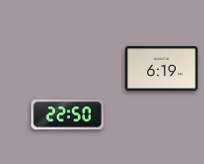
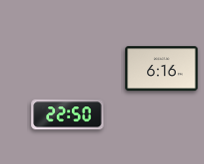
clock at (162, 69): 6:19 -> 6:16
